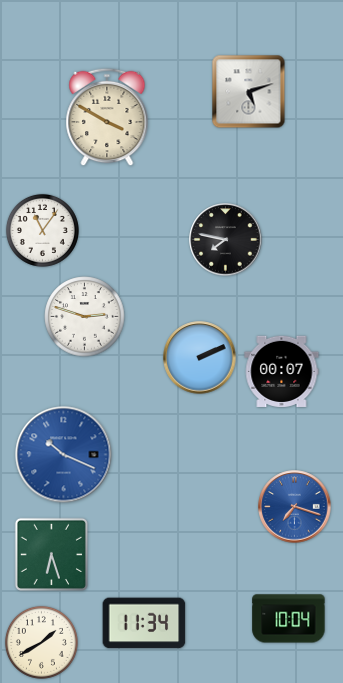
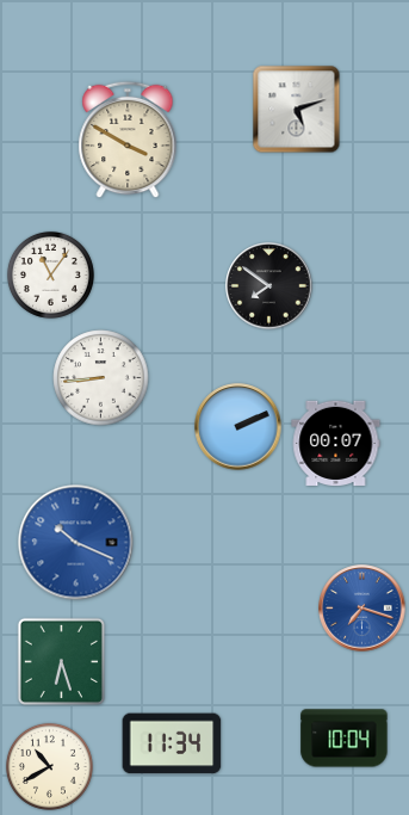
clock at (226, 240): 7:47 -> 7:51
clock at (85, 317): 2:48 -> 8:44
clock at (295, 507) position: (295, 507) -> (362, 609)
clock at (41, 642): 1:40 -> 10:40
